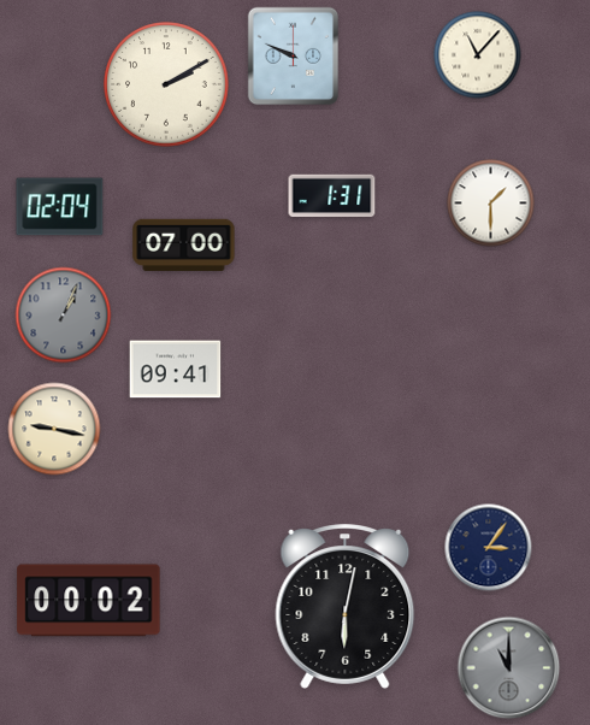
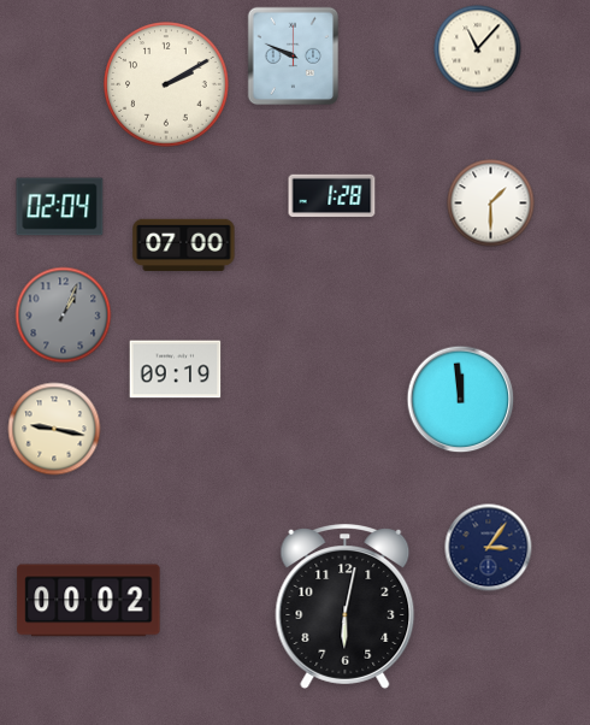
clock at (478, 55) position: (478, 55) -> (478, 49)
clock at (332, 196): 1:31 -> 1:28
clock at (176, 370): 09:41 -> 09:19
clock at (461, 400): none -> 11:59
clock at (509, 668): 11:00 -> none
